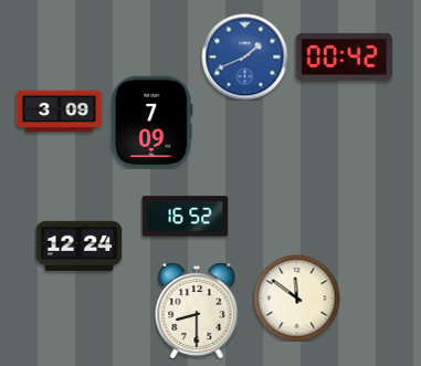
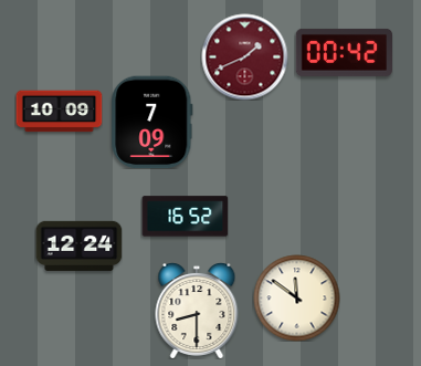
clock at (244, 56) dial: blue -> burgundy
clock at (344, 56) position: (344, 56) -> (344, 52)
clock at (59, 112): 3:09 -> 10:09
